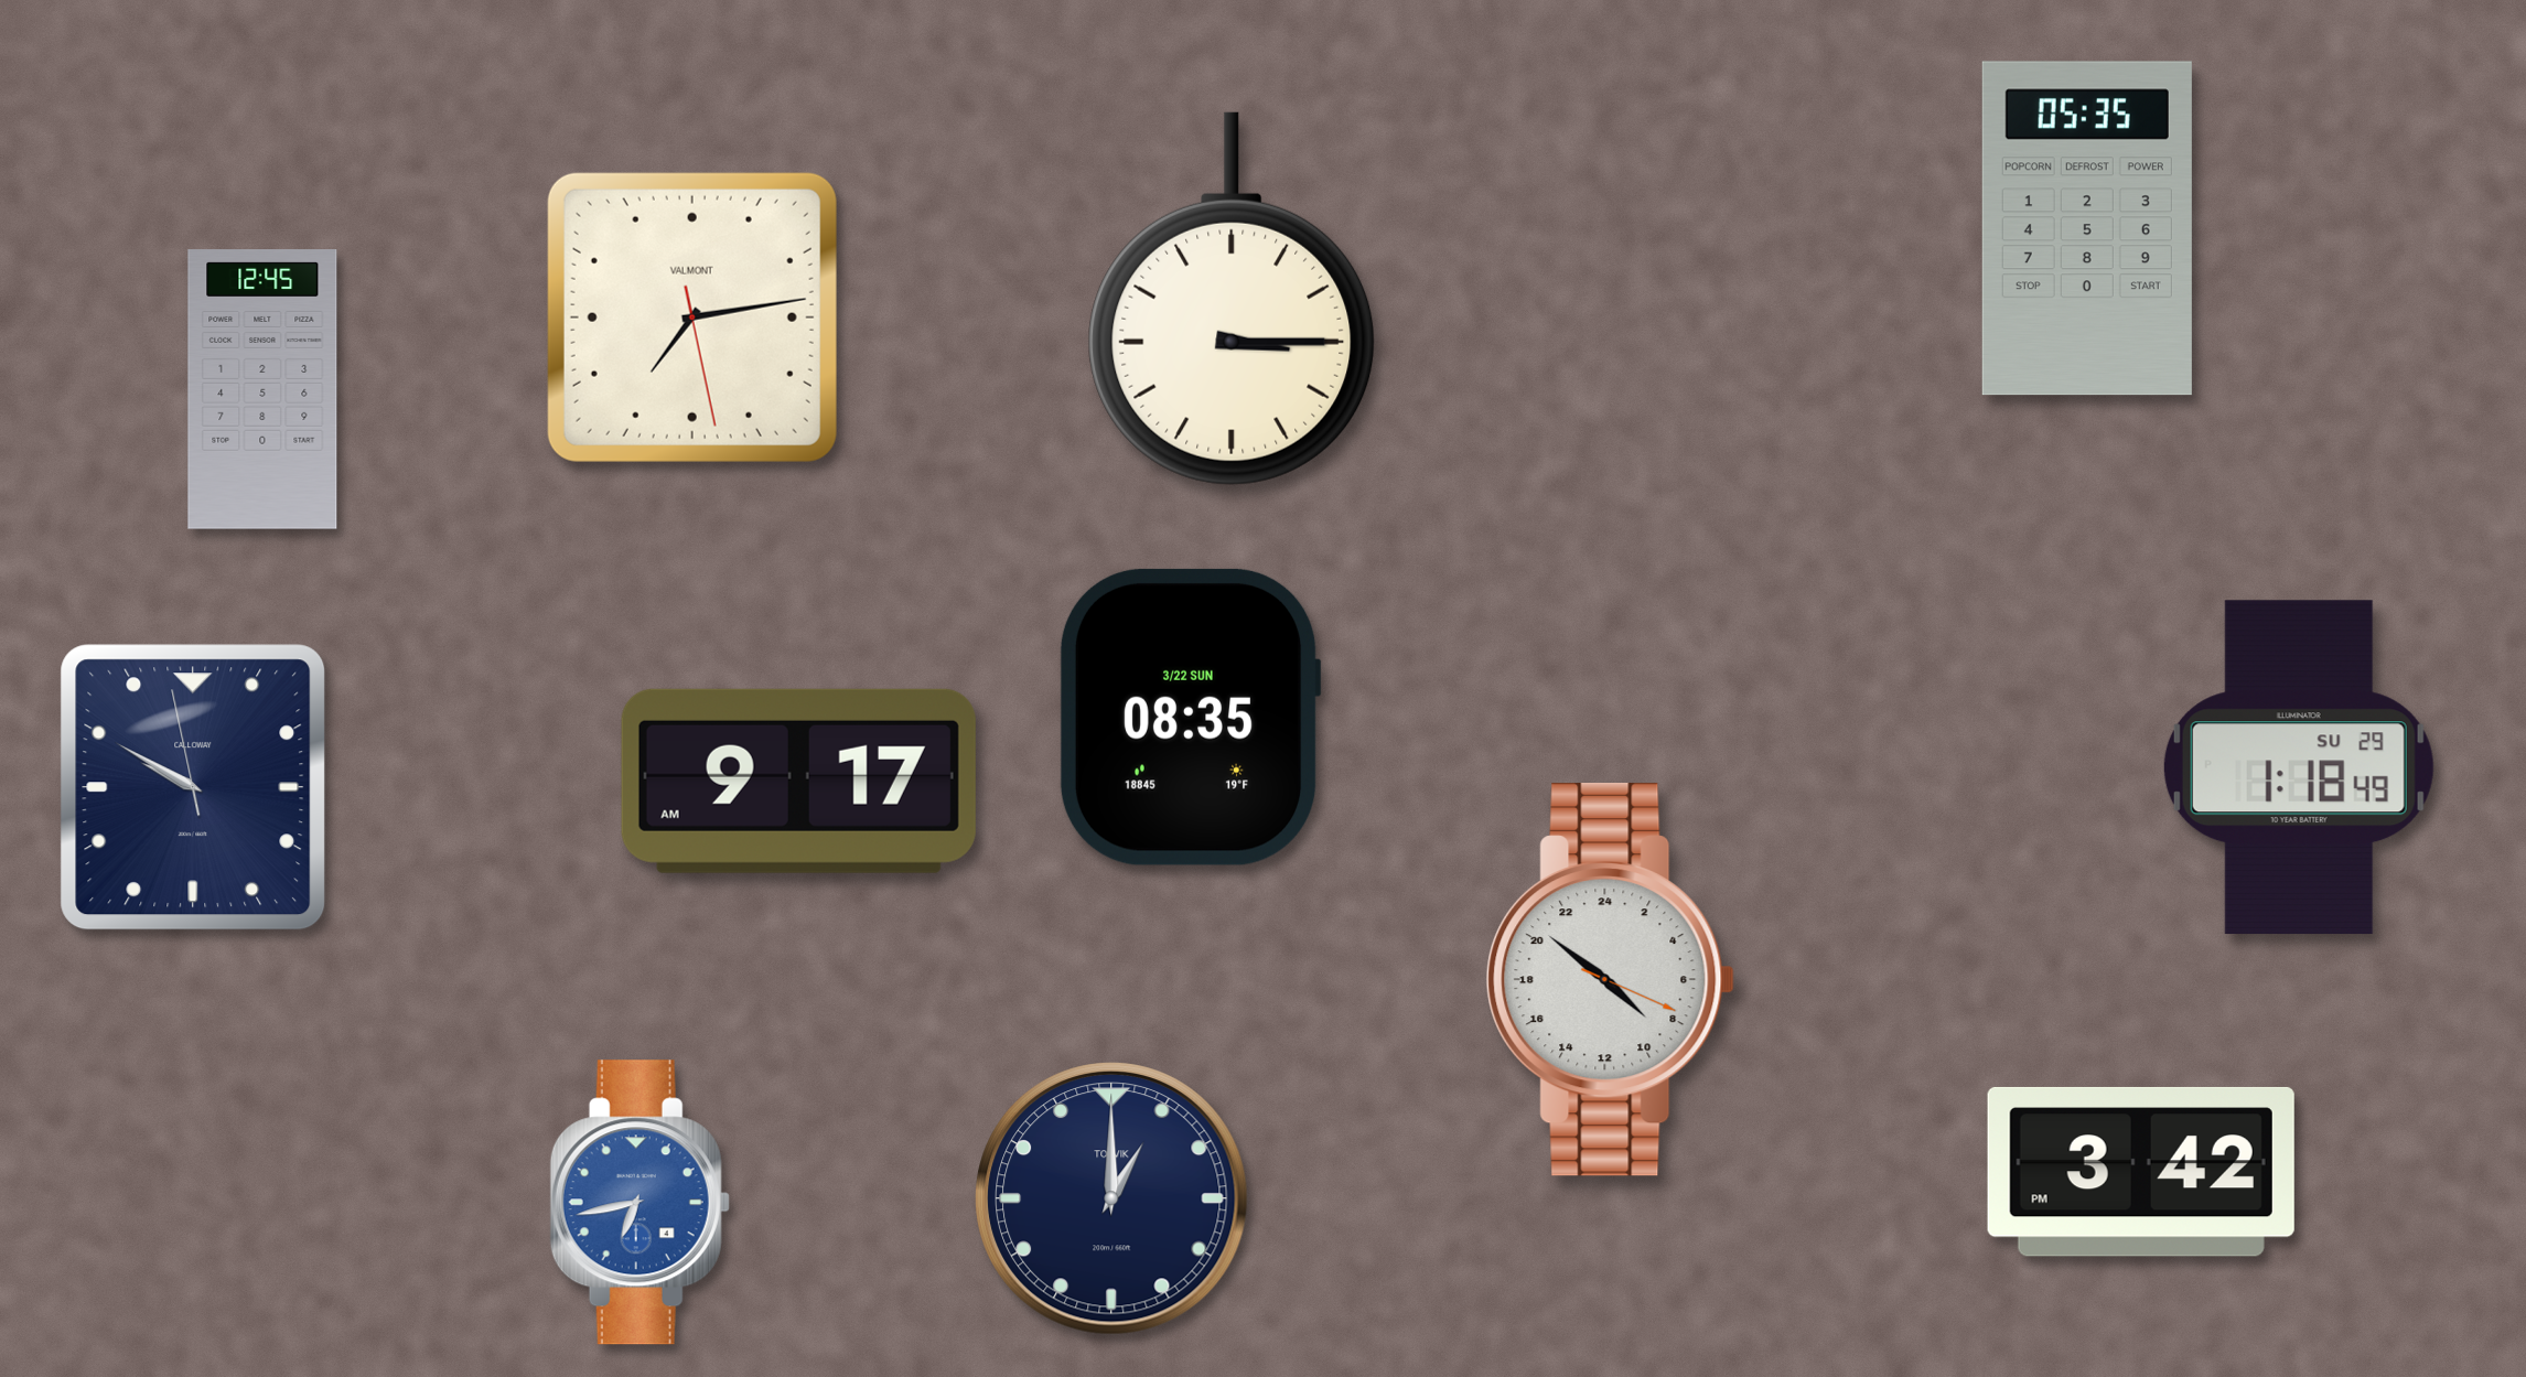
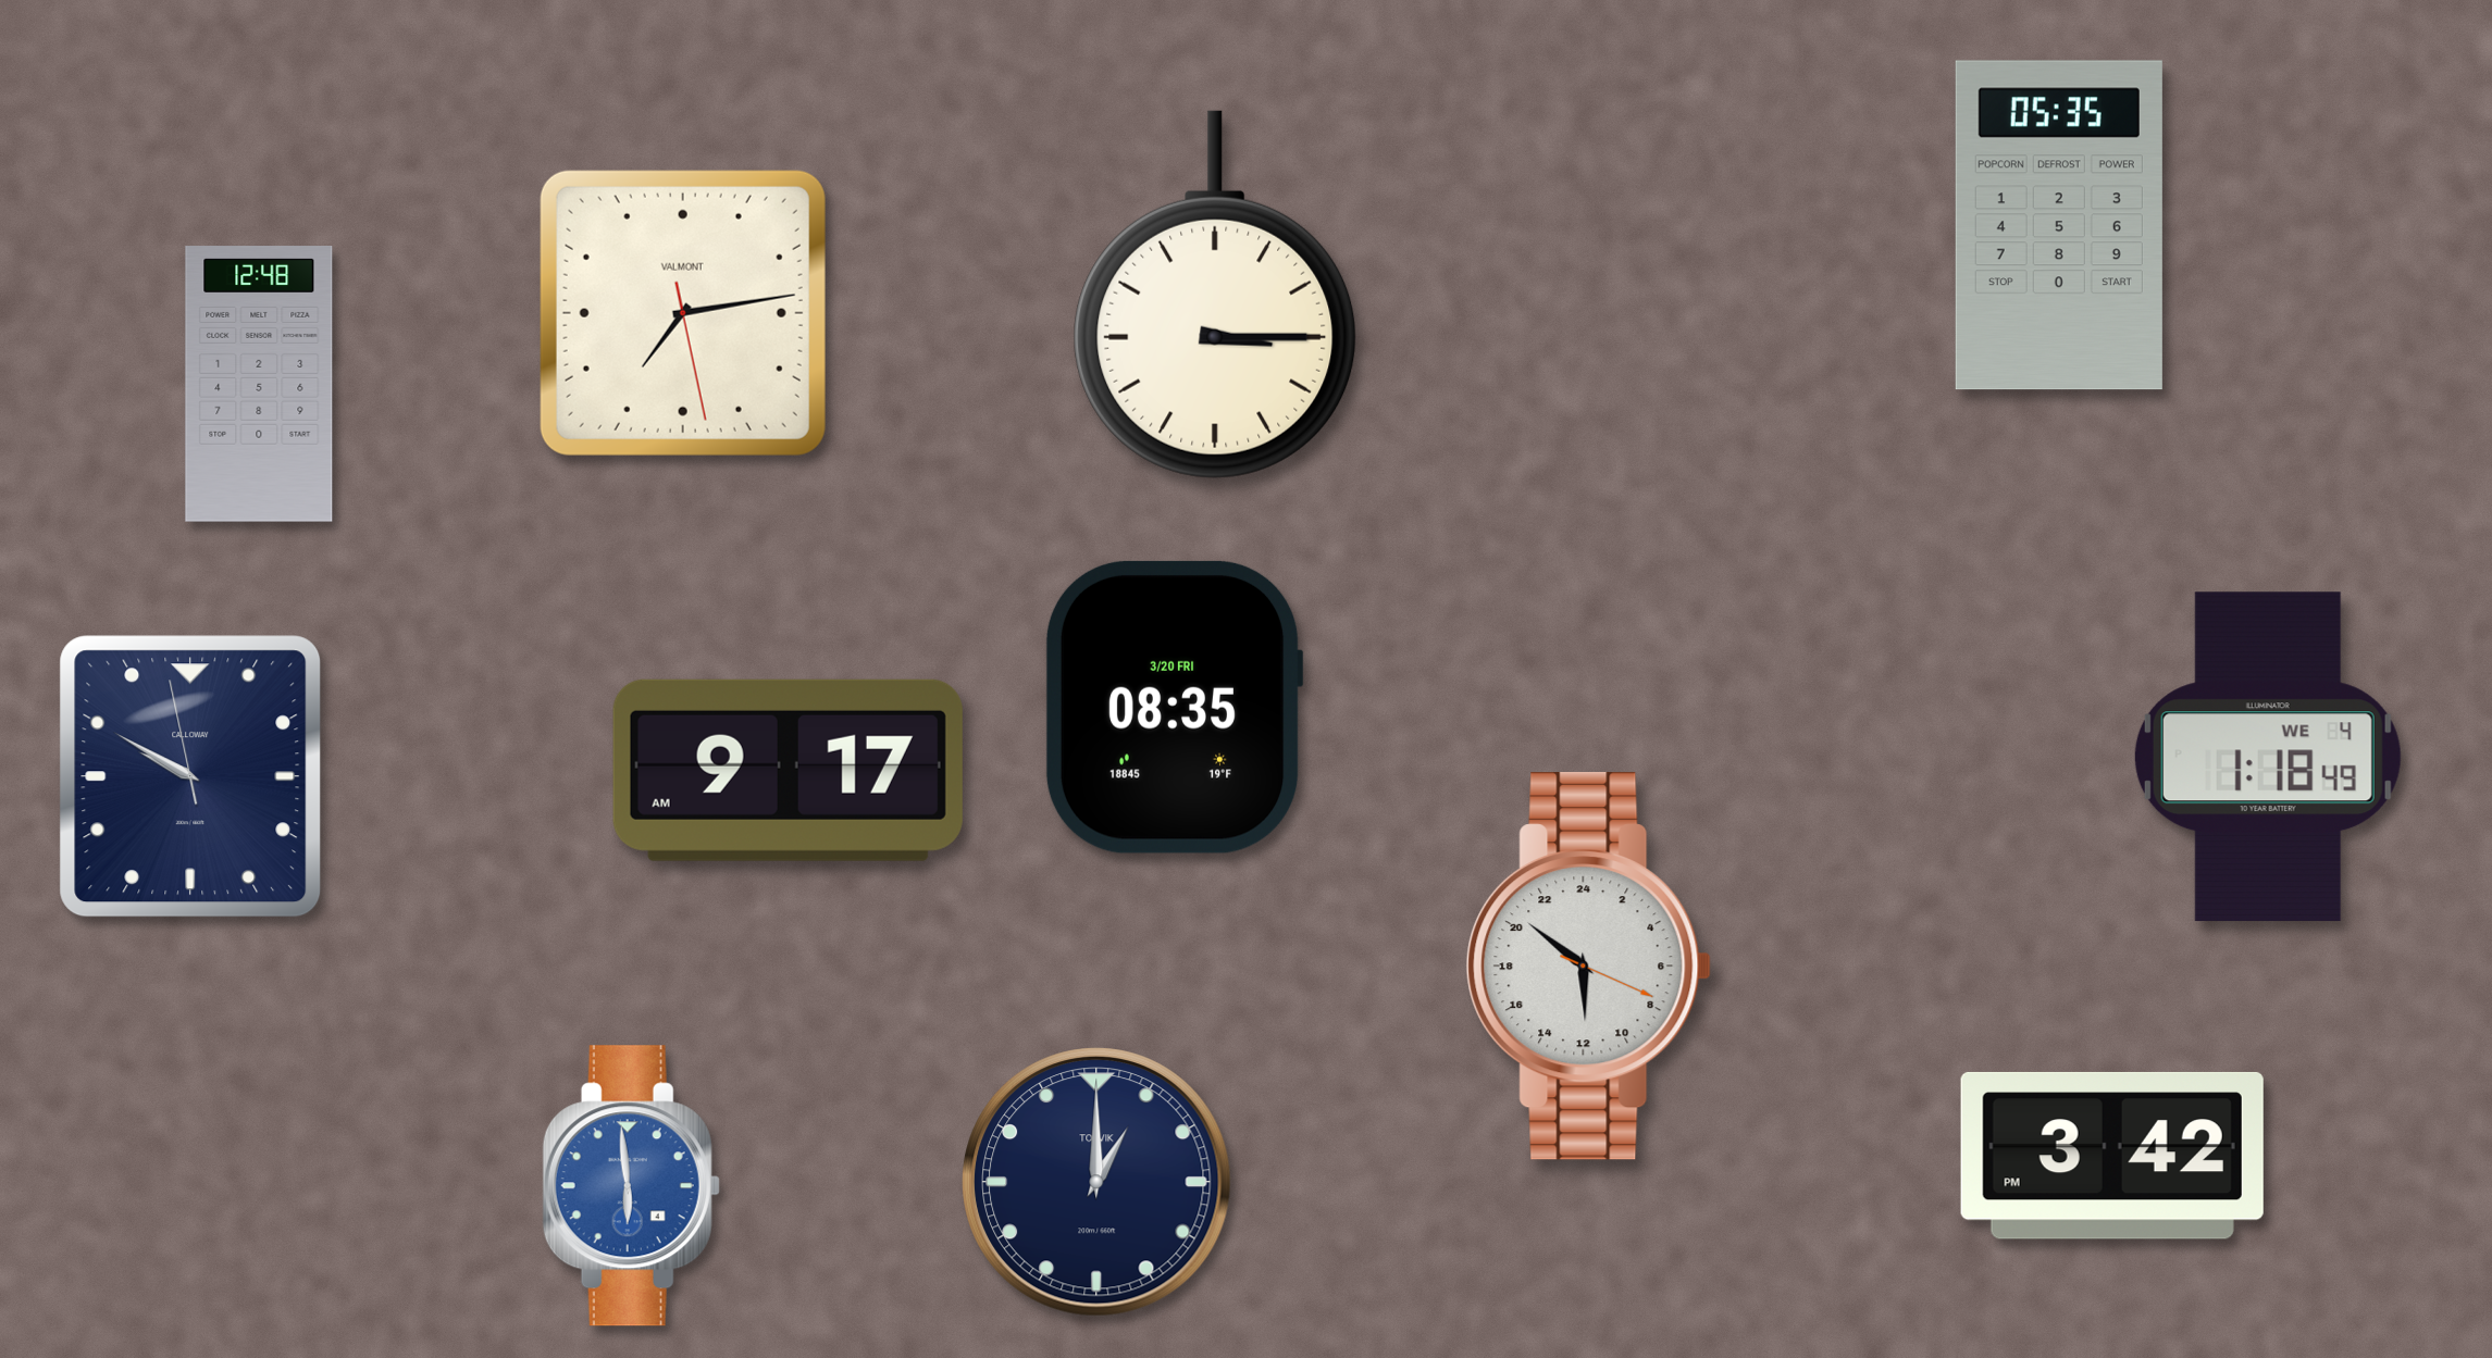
clock at (262, 389): 12:45 -> 12:48
clock at (1190, 717) date: 3/22 SUN -> 3/20 FRI
clock at (2299, 767) date: SU 29 -> WE 4
clock at (1610, 980): 8:51 -> 11:51
clock at (639, 1203): 6:43 -> 5:59
